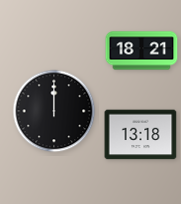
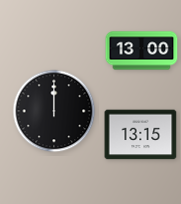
clock at (142, 51): 18:21 -> 13:00
clock at (141, 135): 13:18 -> 13:15
